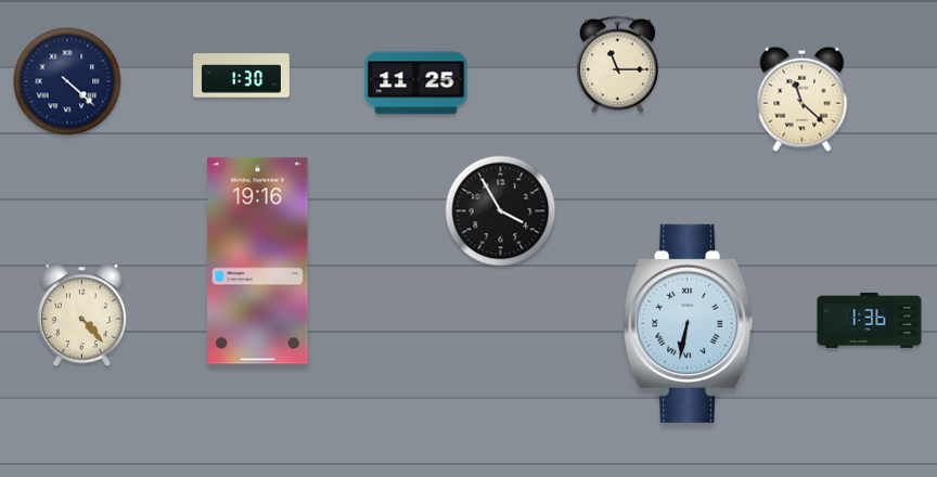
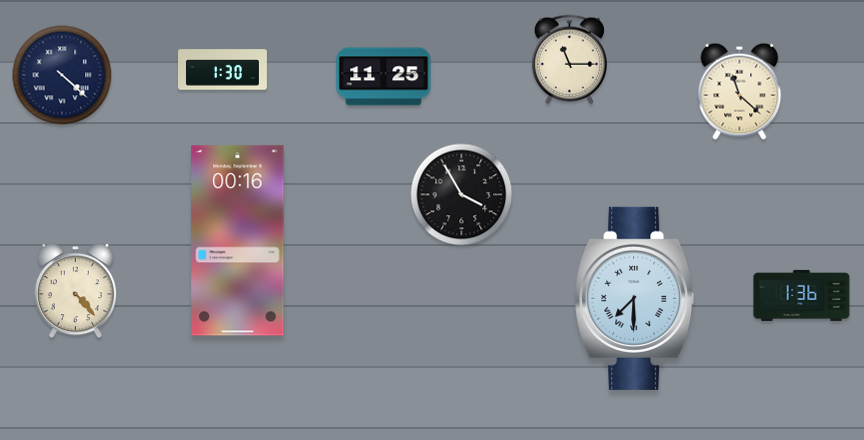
clock at (258, 261): 19:16 -> 00:16
clock at (689, 323): 6:32 -> 7:30
